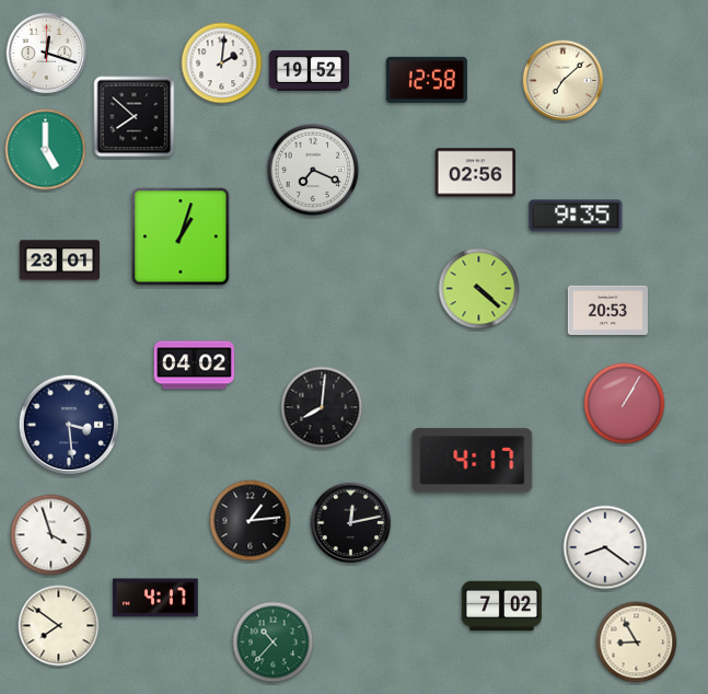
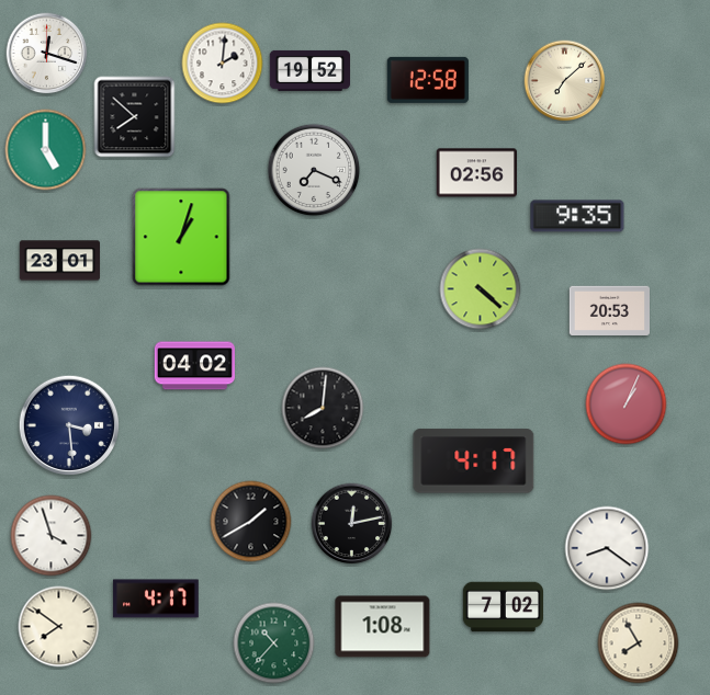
clock at (625, 404): 1:05 -> 1:04
clock at (251, 521): 1:14 -> 1:40
clock at (383, 627): none -> 1:08
clock at (637, 643): 8:55 -> 7:55
